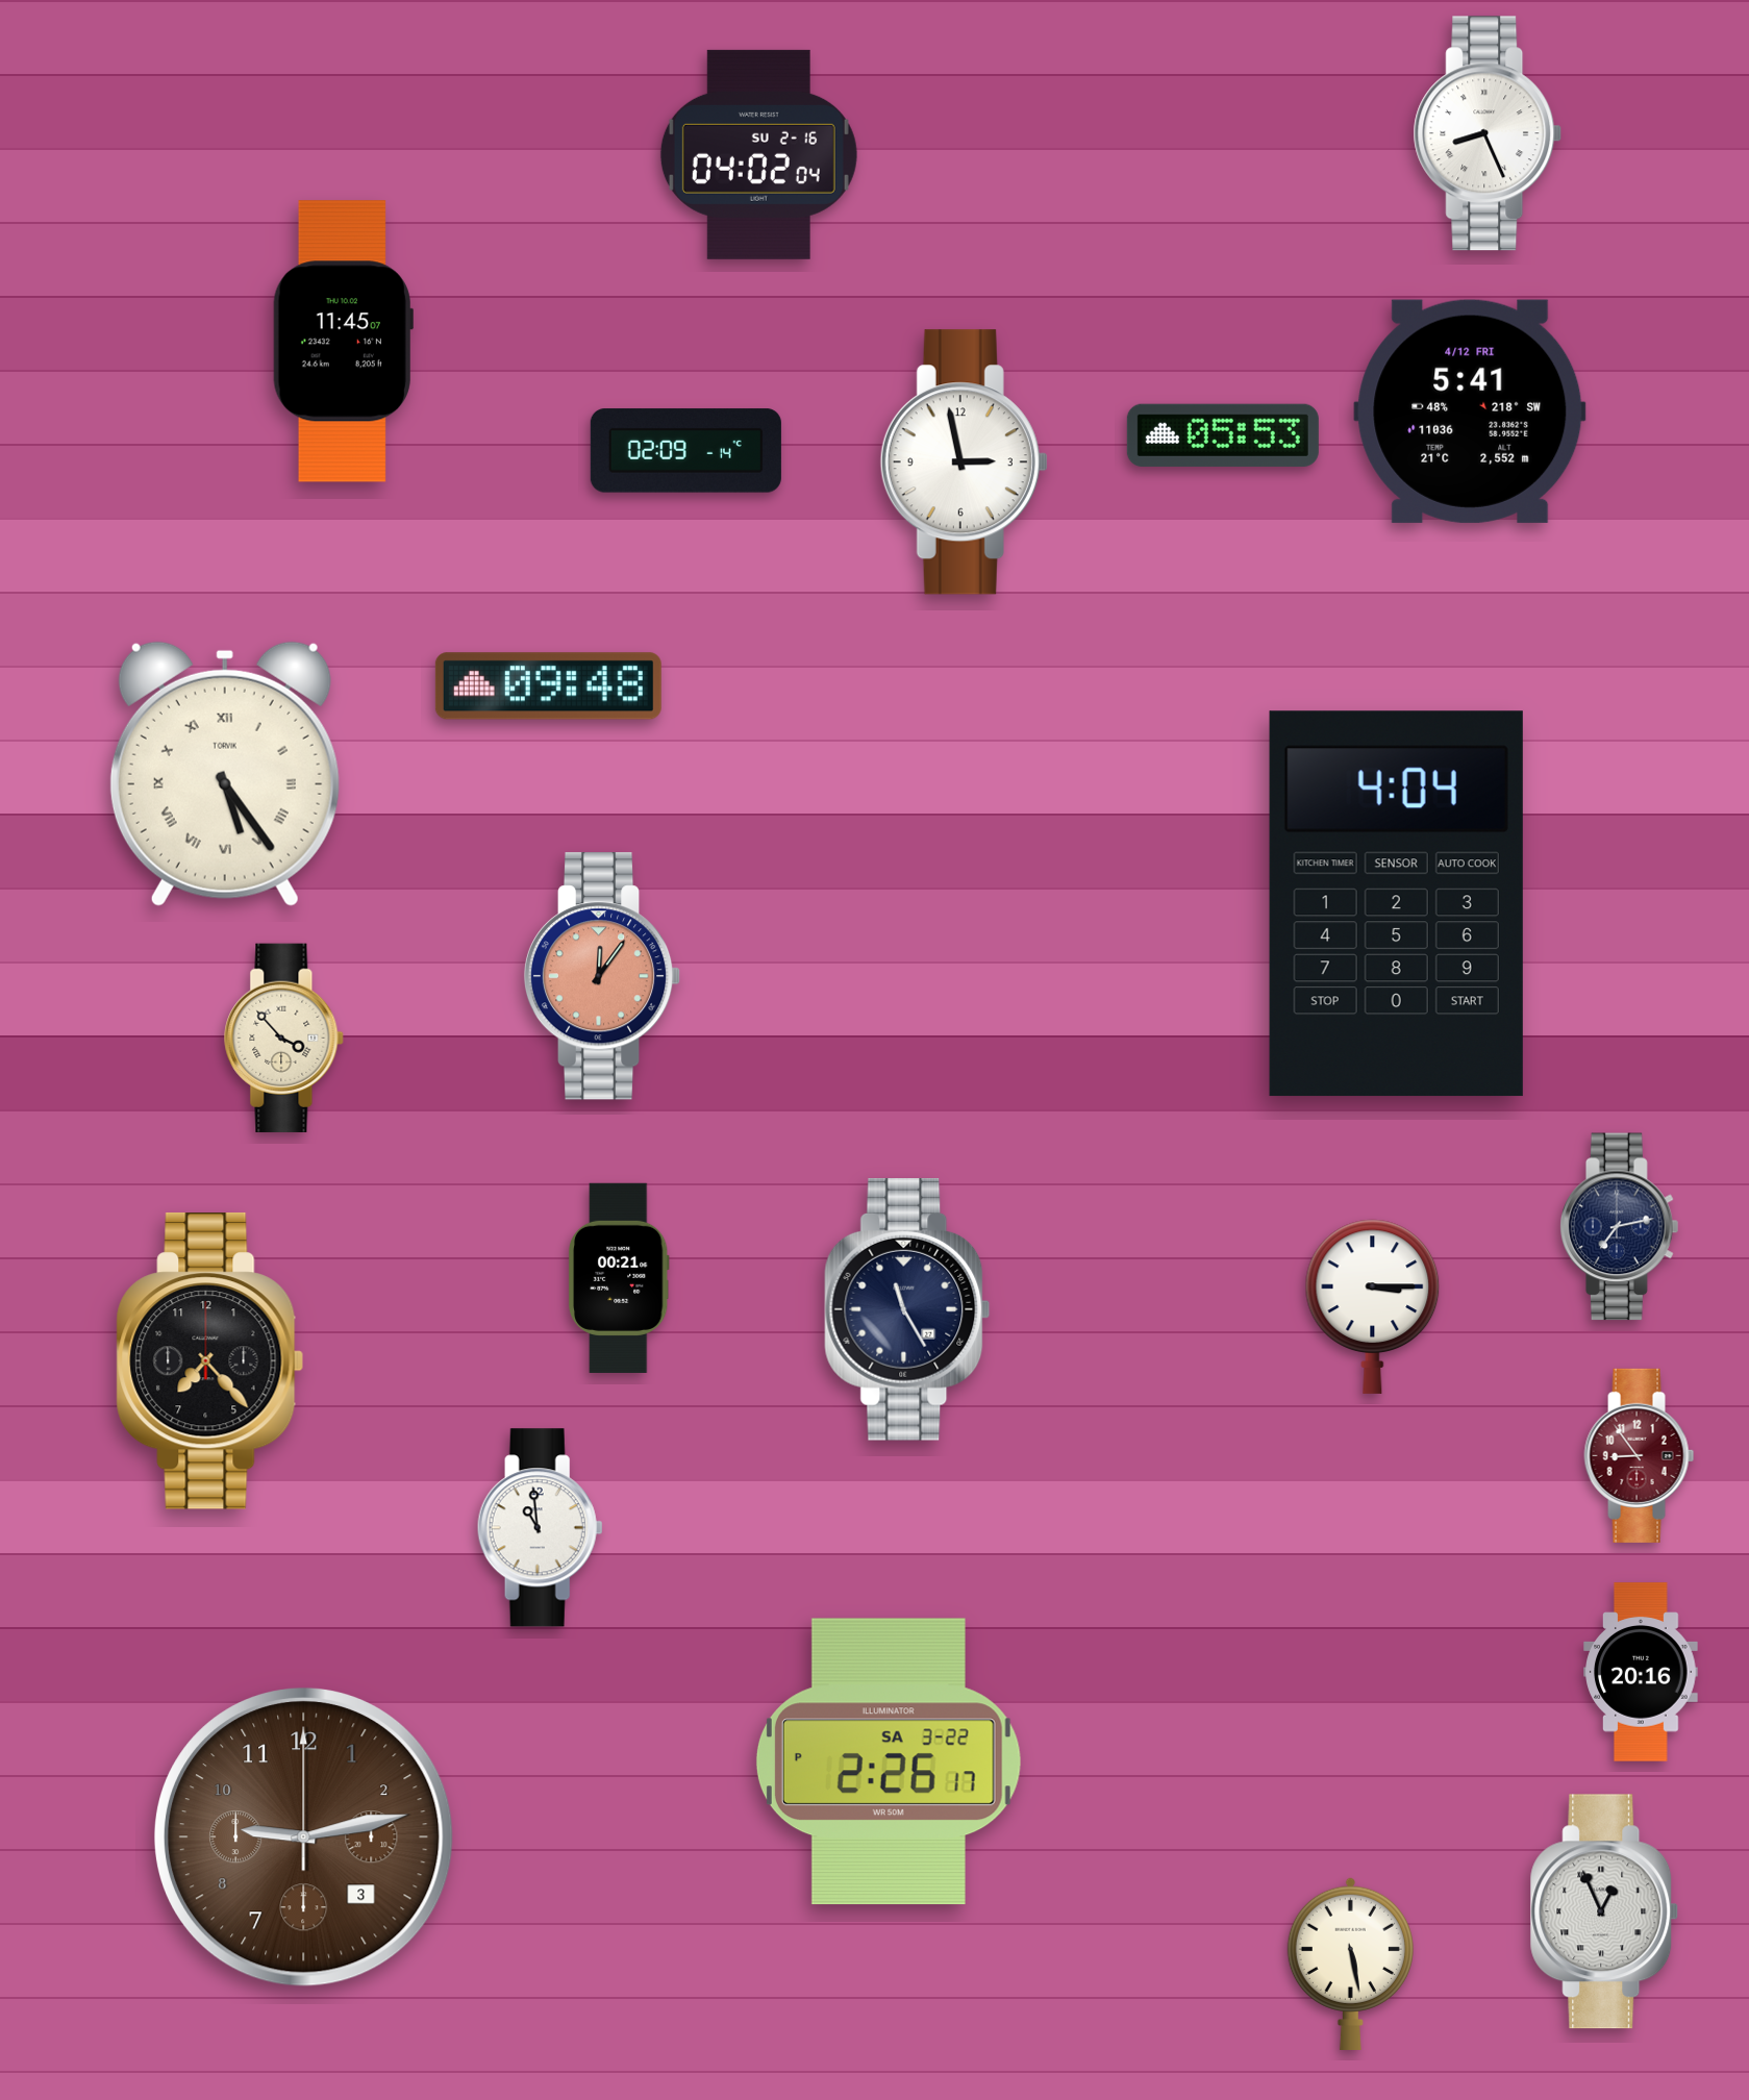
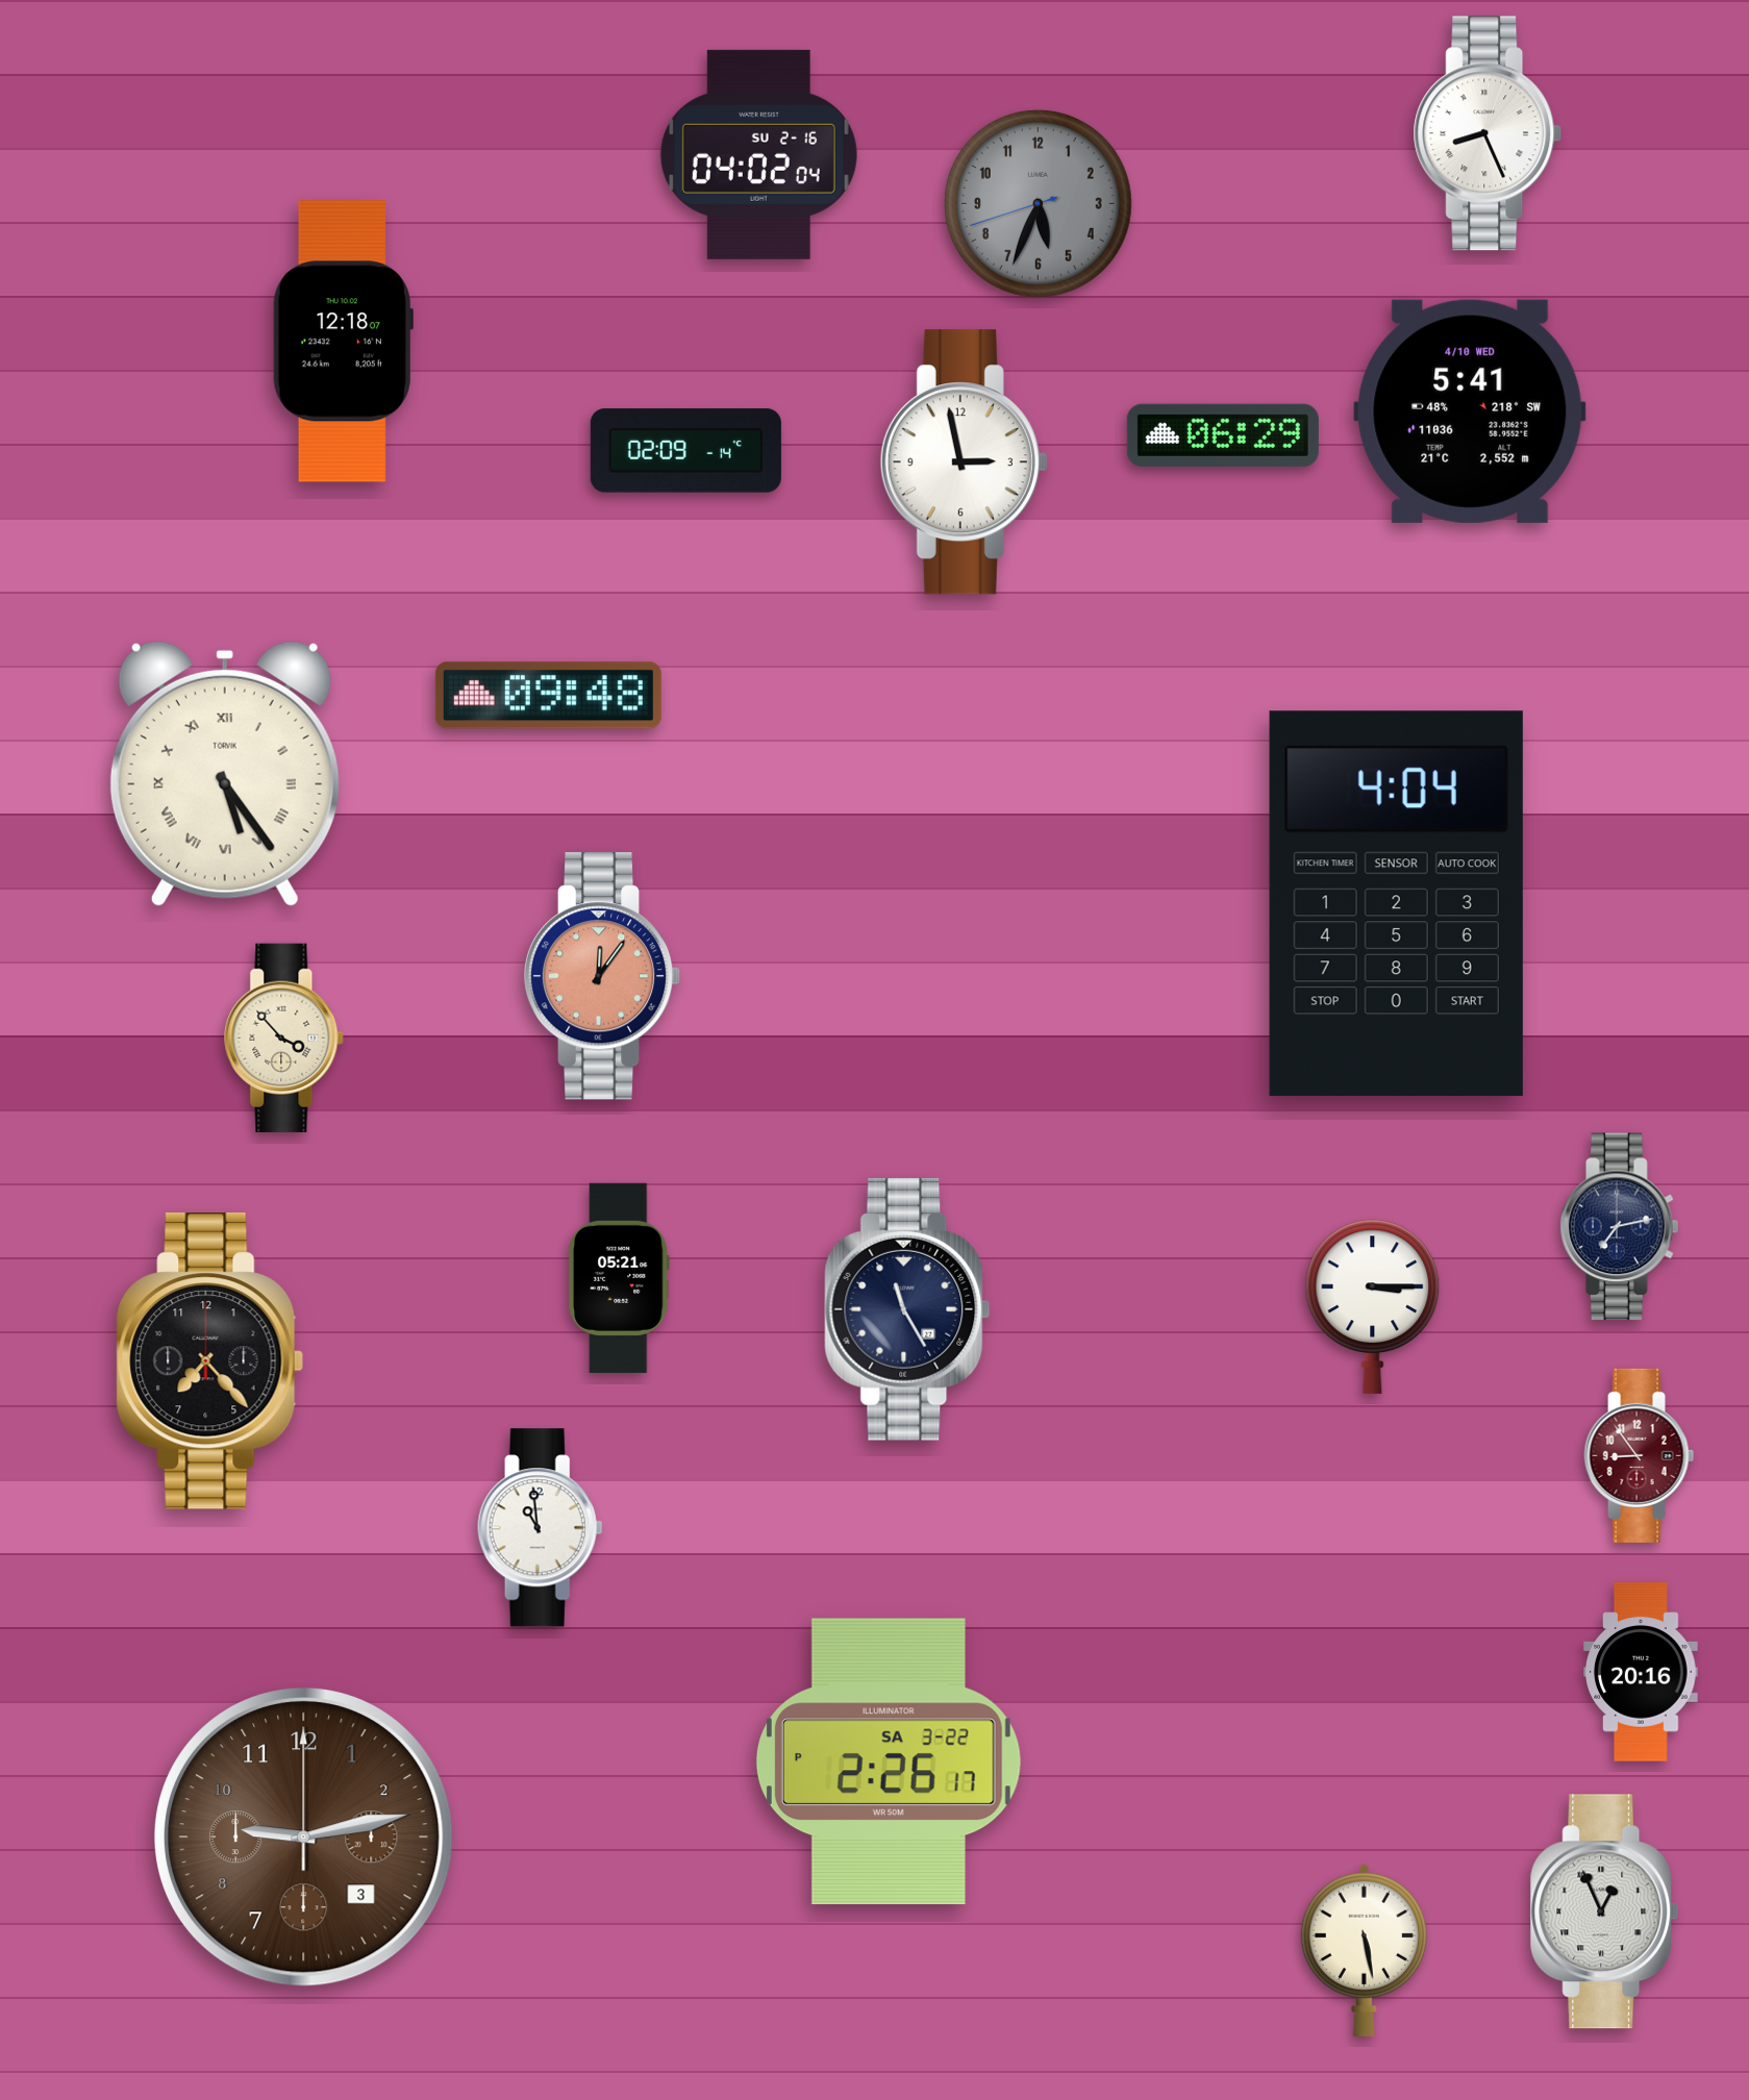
clock at (1038, 203): none -> 5:33
clock at (343, 342): 11:45 -> 12:18
clock at (1470, 411) date: 4/12 FRI -> 4/10 WED
clock at (1223, 435): 05:53 -> 06:29
clock at (548, 686) position: (548, 686) -> (548, 696)
clock at (619, 1278): 00:21 -> 05:21
clock at (1350, 1963) position: (1350, 1963) -> (1364, 1949)
